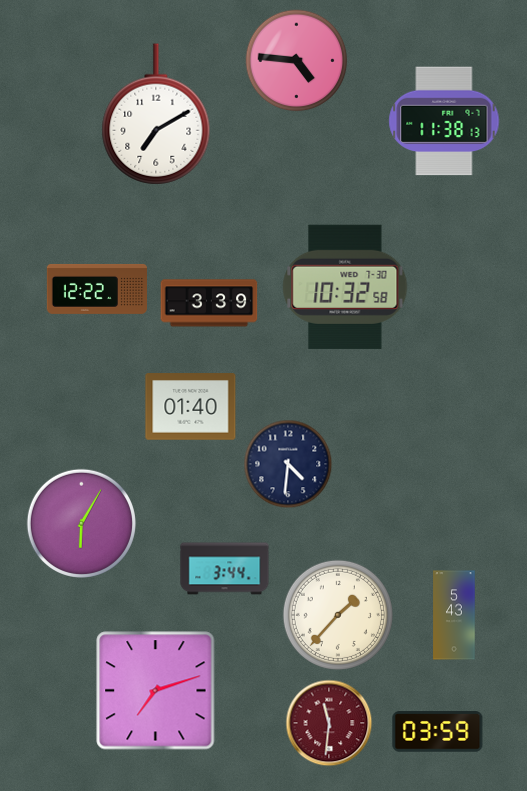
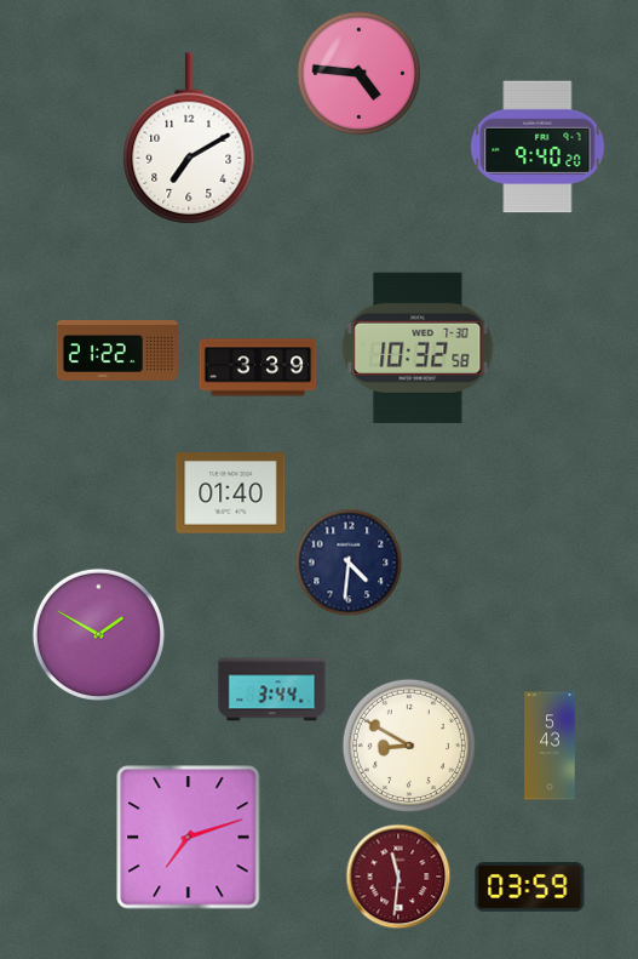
clock at (444, 121): 11:38 -> 9:40
clock at (96, 289): 12:22 -> 21:22
clock at (209, 303) position: (209, 303) -> (258, 367)
clock at (81, 523): 6:05 -> 1:50
clock at (338, 615): 1:37 -> 8:50
